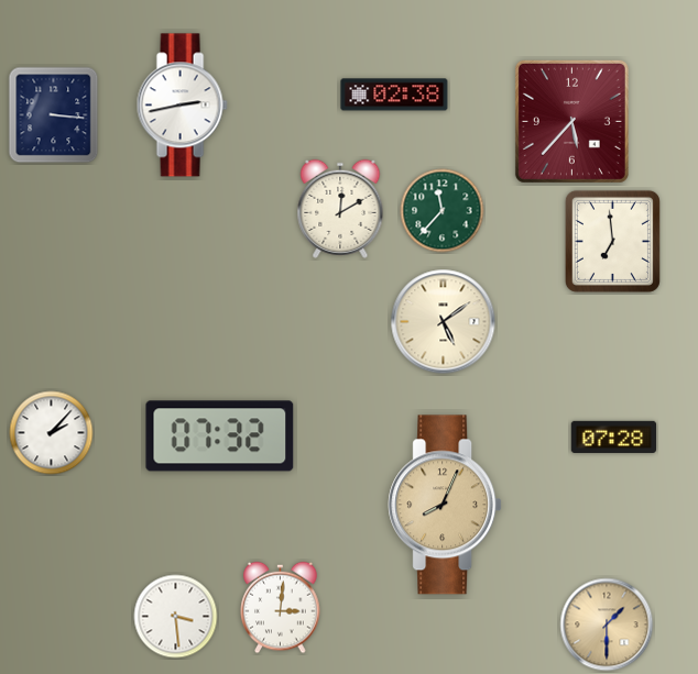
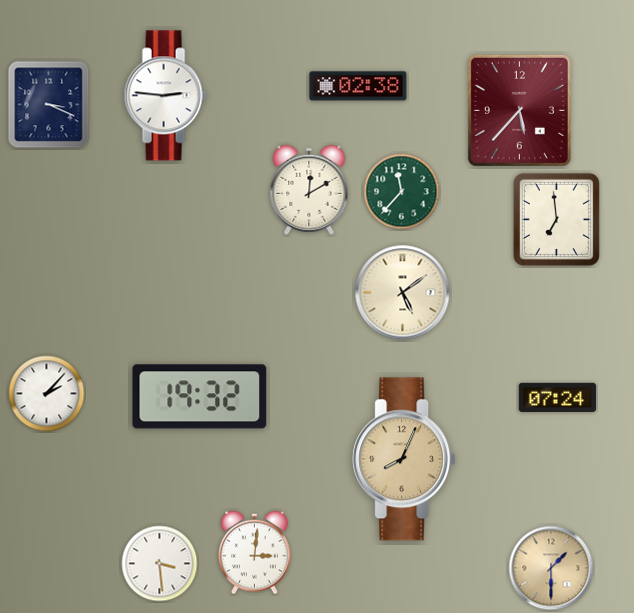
clock at (182, 106): 2:43 -> 2:46
clock at (54, 115): 3:16 -> 3:19
clock at (220, 437): 07:32 -> 19:32
clock at (614, 437): 07:28 -> 07:24
clock at (176, 617) position: (176, 617) -> (160, 564)
